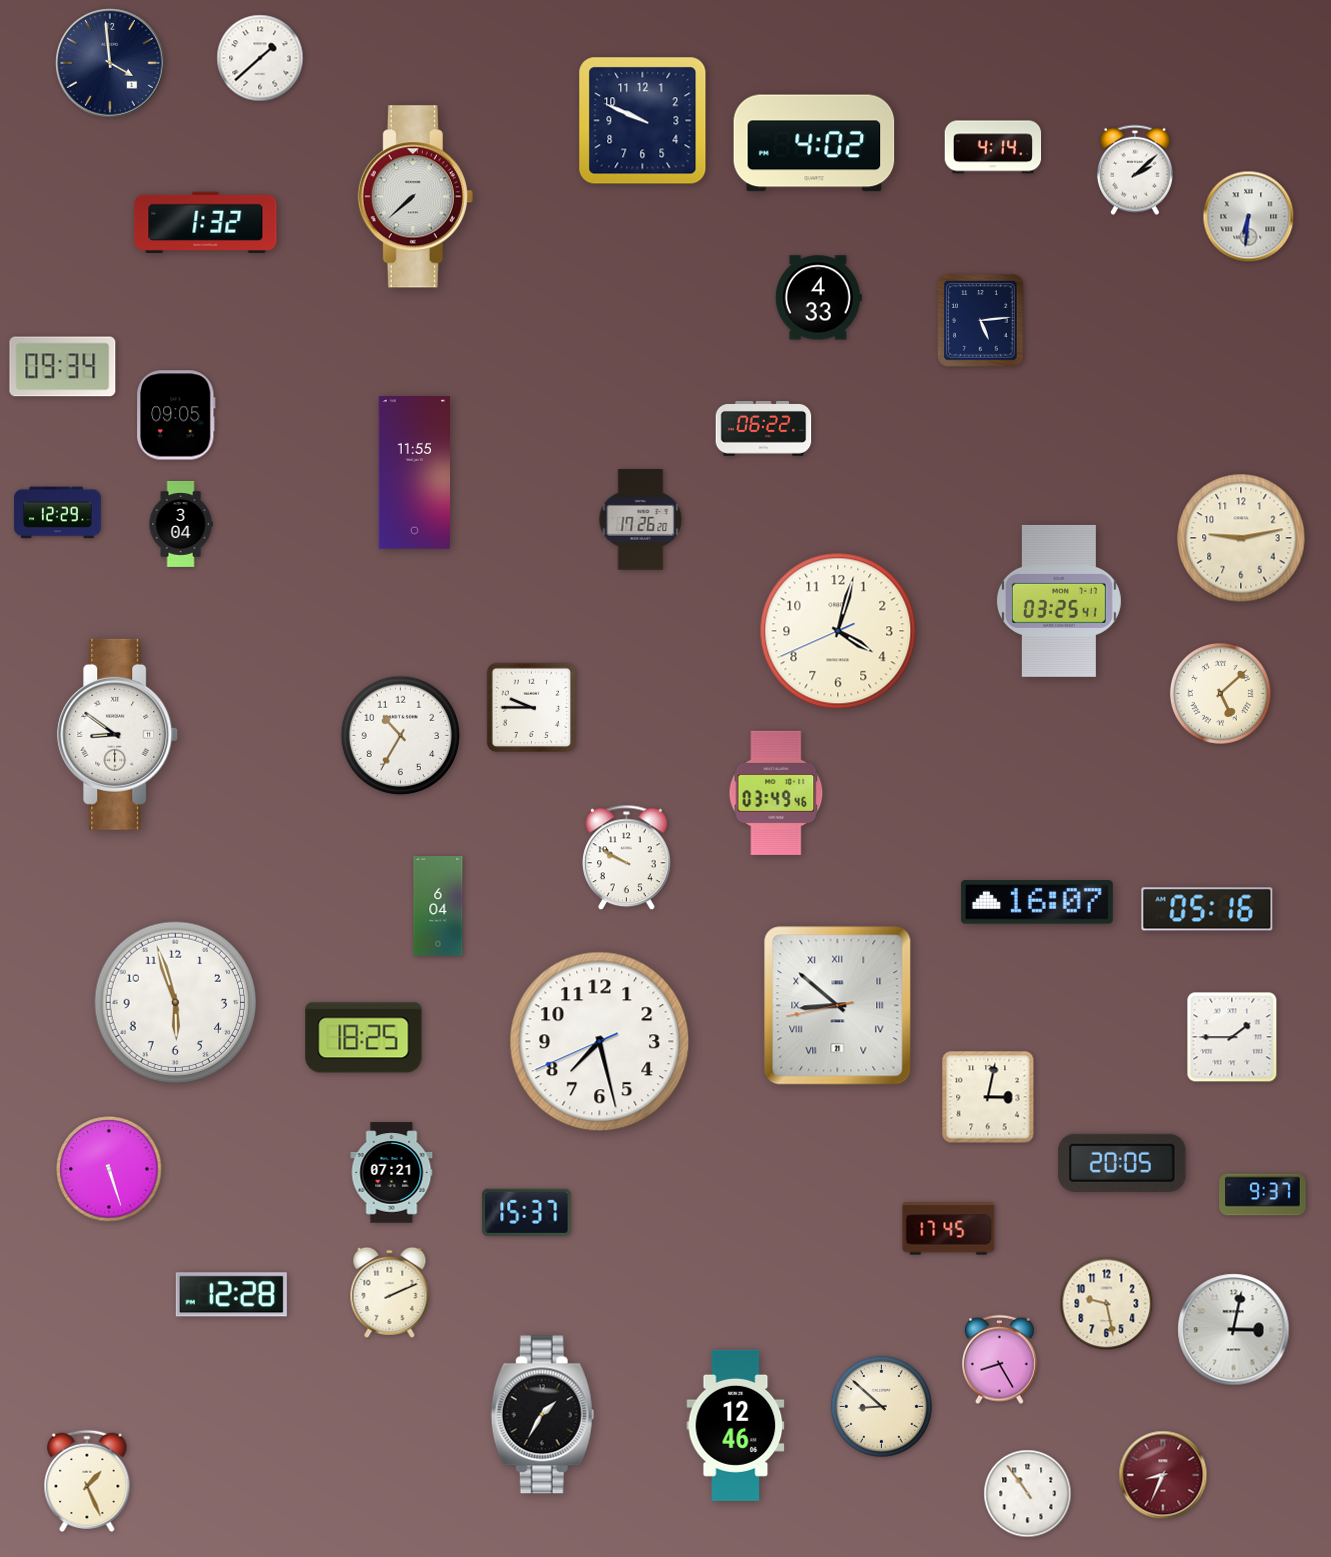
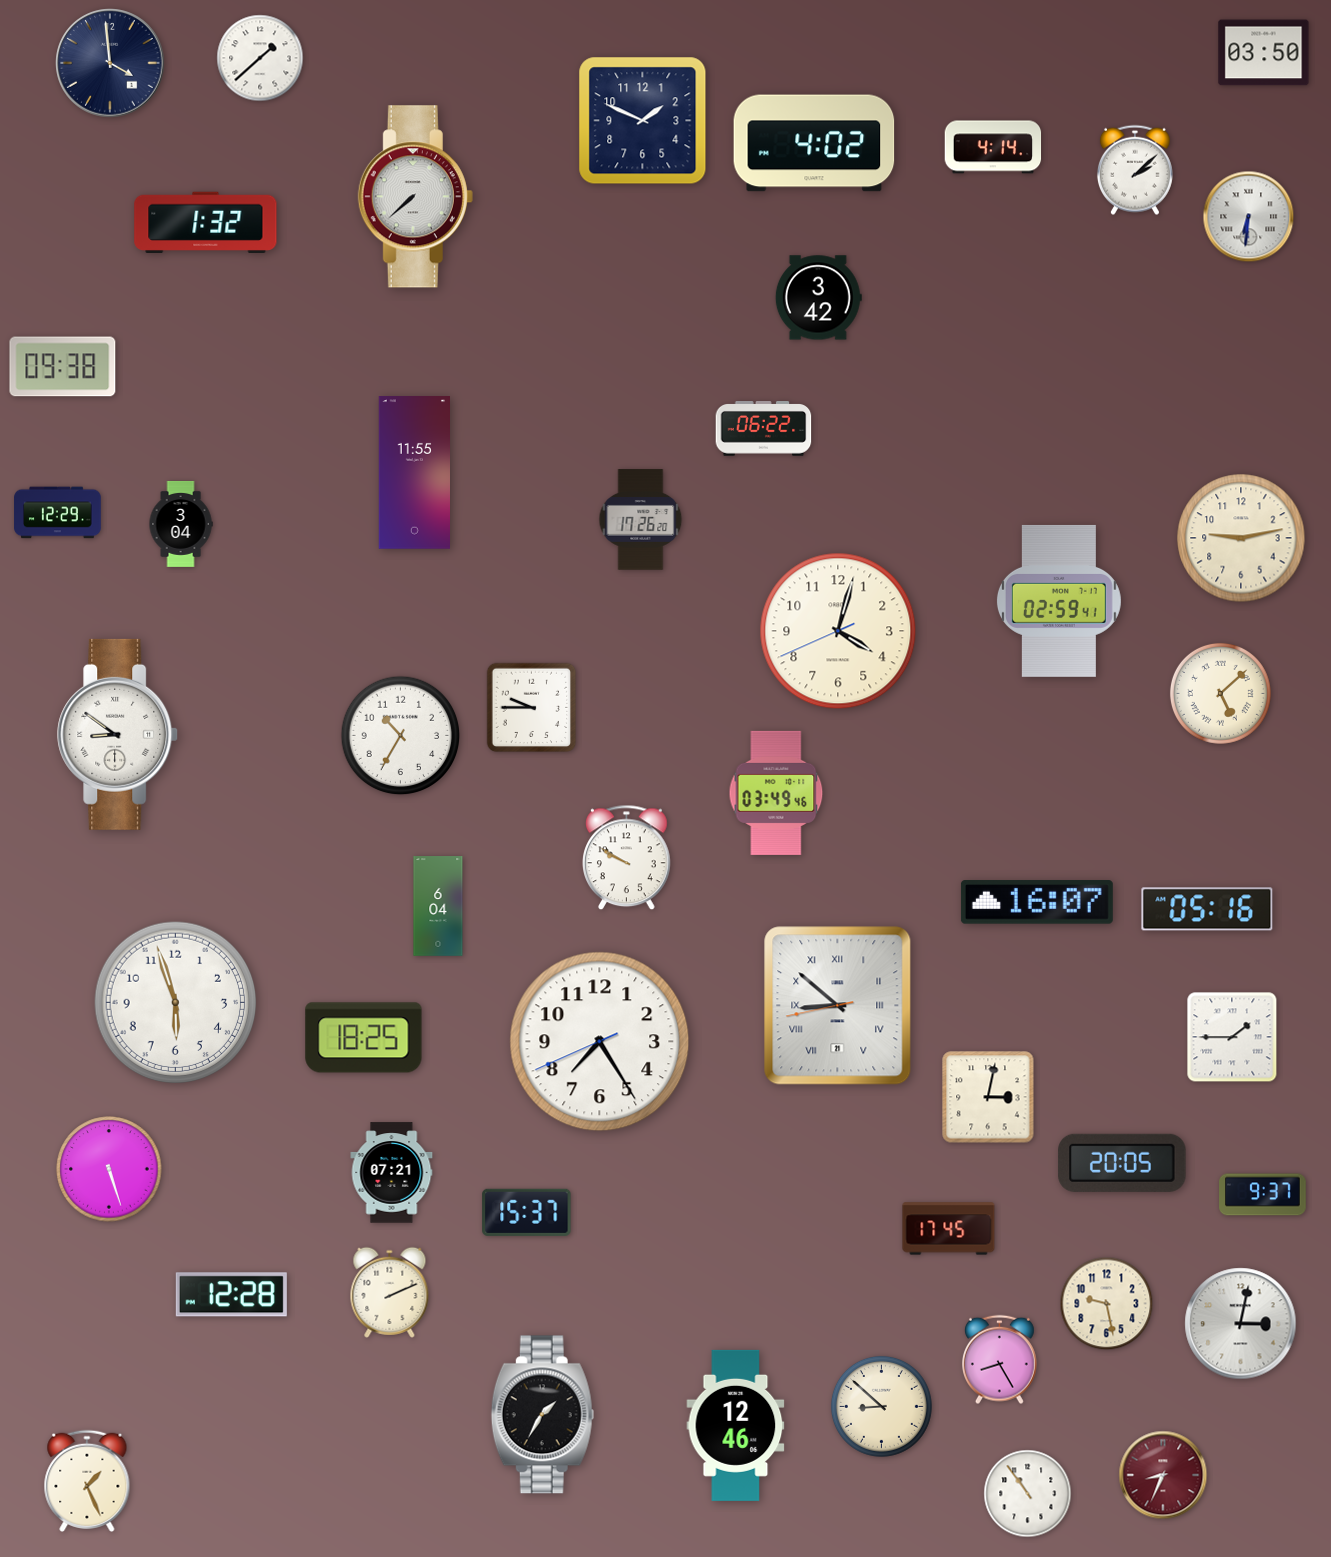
clock at (1264, 53): none -> 03:50
clock at (643, 121): 9:49 -> 1:49
clock at (818, 298): 4:33 -> 3:42
clock at (981, 321): 5:14 -> none
clock at (63, 367): 09:34 -> 09:38
clock at (176, 415): 09:05 -> none
clock at (1059, 601): 03:25 -> 02:59
clock at (600, 1042): 7:27 -> 7:24
clock at (1234, 1330) position: (1234, 1330) -> (1241, 1324)
